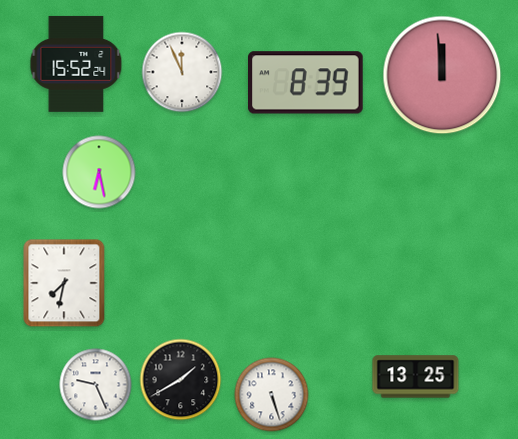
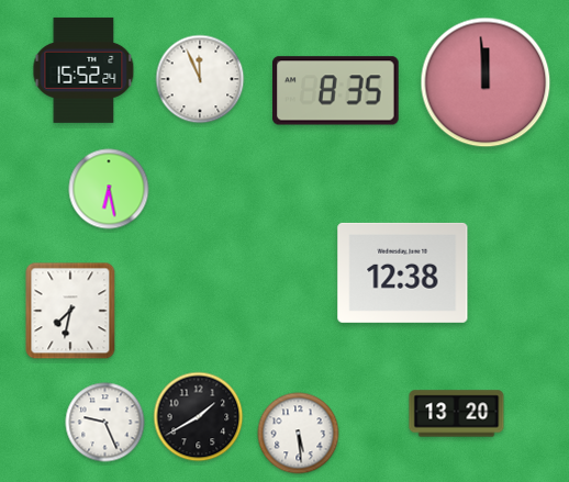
clock at (306, 83): 8:39 -> 8:35
clock at (403, 272): none -> 12:38
clock at (416, 377): 13:25 -> 13:20
clock at (272, 395): 5:27 -> 5:29
